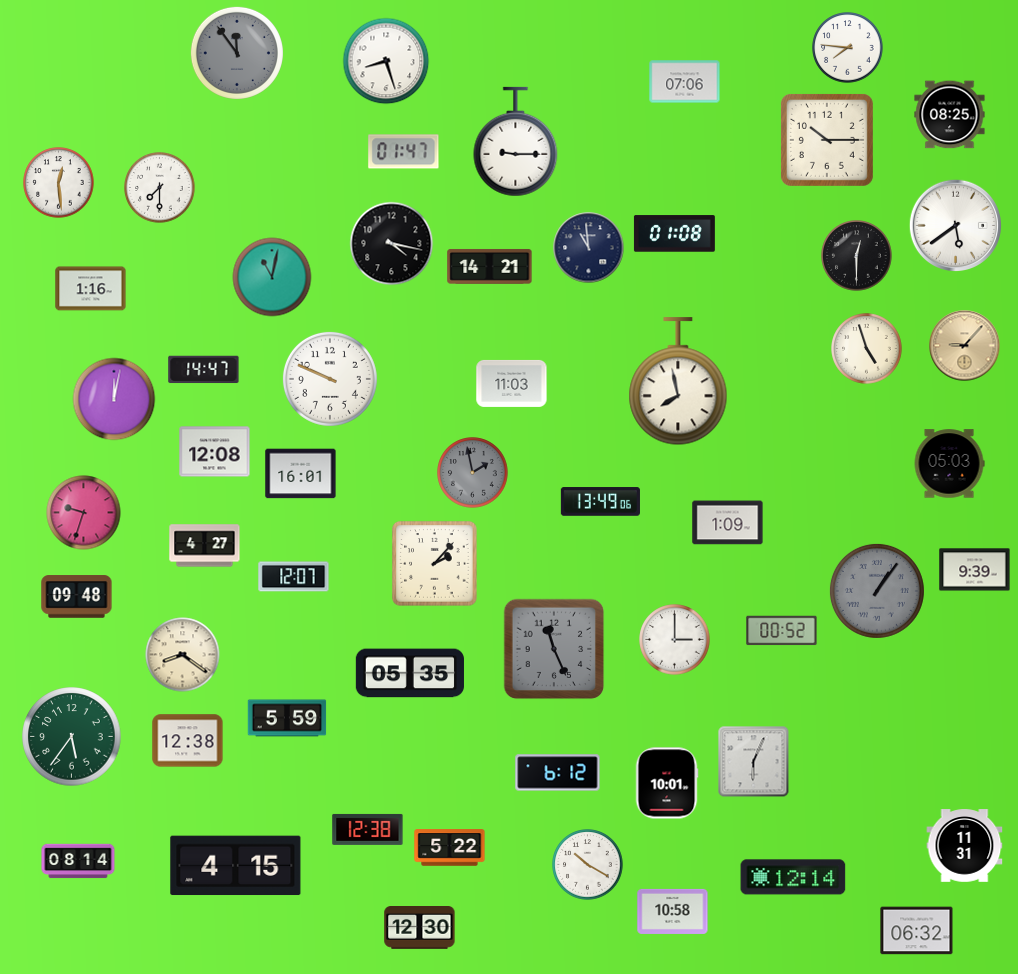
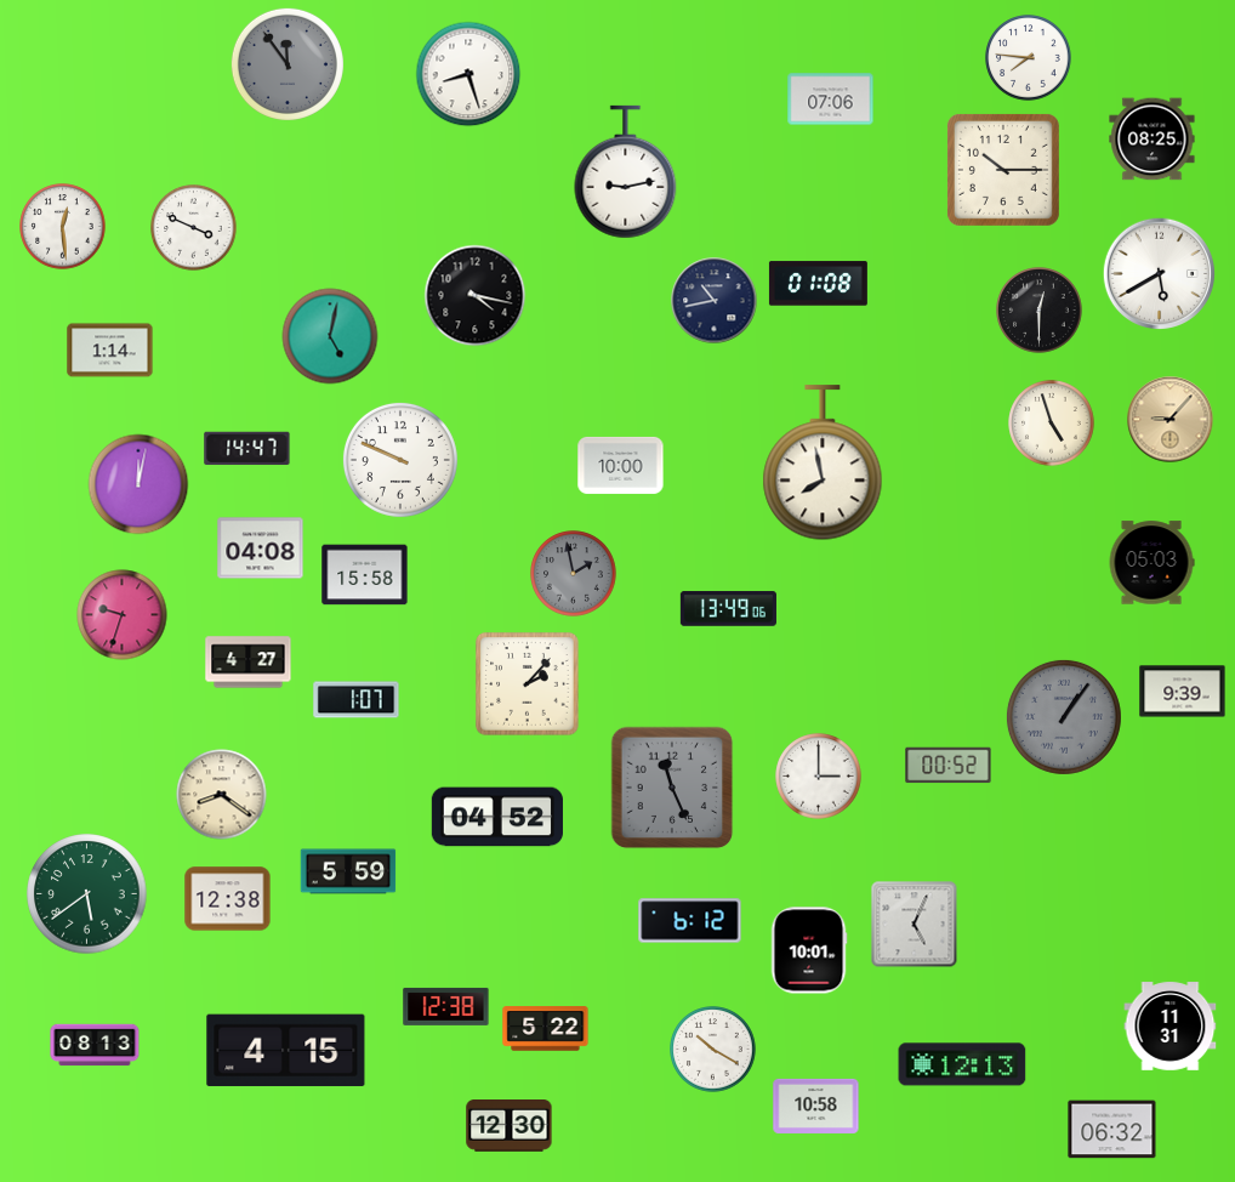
clock at (516, 142): 9:15 -> 9:13
clock at (404, 152): 01:47 -> none
clock at (59, 183) position: (59, 183) -> (63, 227)
clock at (160, 188): 7:30 -> 3:49
clock at (955, 225): 5:39 -> 5:40
clock at (589, 248): 10:59 -> 10:43
clock at (490, 267): 14:21 -> none
clock at (272, 277): 11:02 -> 5:02
clock at (91, 289): 1:16 -> 1:14
clock at (512, 383): 11:03 -> 10:00
clock at (215, 452): 12:08 -> 04:08
clock at (301, 474): 16:01 -> 15:58
clock at (84, 513) position: (84, 513) -> (123, 615)
clock at (728, 523): 1:09 -> none
clock at (294, 577): 12:07 -> 1:07
clock at (77, 597): 09:48 -> none
clock at (410, 673): 05:35 -> 04:52
clock at (72, 737): 5:36 -> 5:39
clock at (754, 762): 6:04 -> 5:04
clock at (558, 773) position: (558, 773) -> (690, 921)
clock at (78, 861): 08:14 -> 08:13
clock at (793, 877): 12:14 -> 12:13
